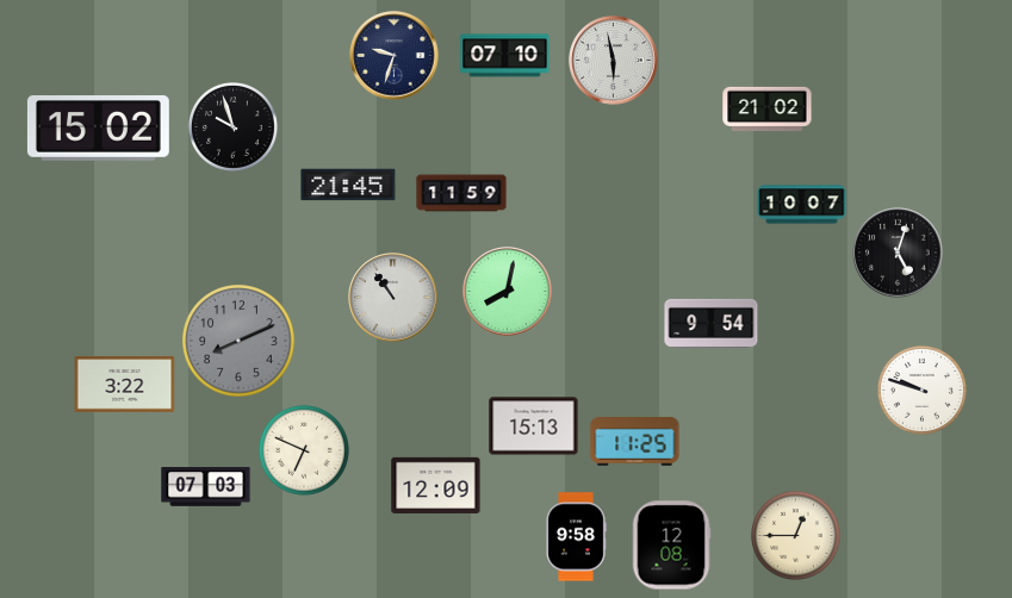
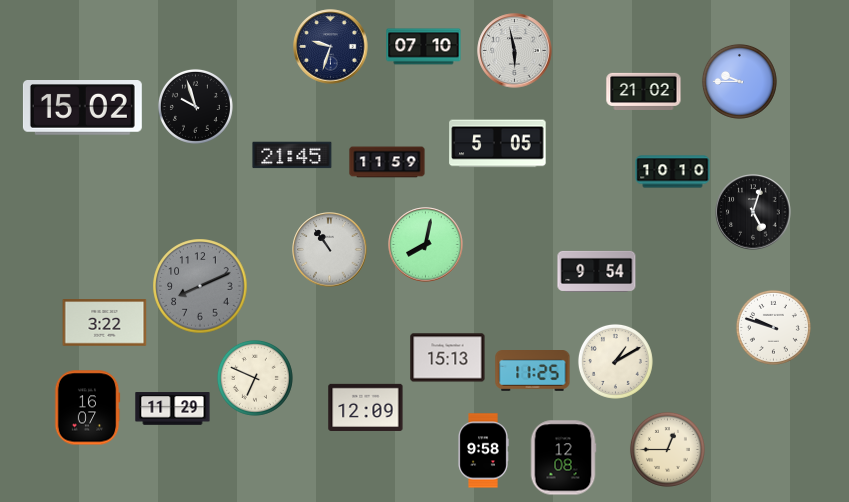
clock at (739, 81): none -> 9:45
clock at (498, 144): none -> 5:05
clock at (802, 205): 10:07 -> 10:10
clock at (615, 361): none -> 1:10
clock at (87, 408): none -> 16:07
clock at (206, 487): 07:03 -> 11:29
